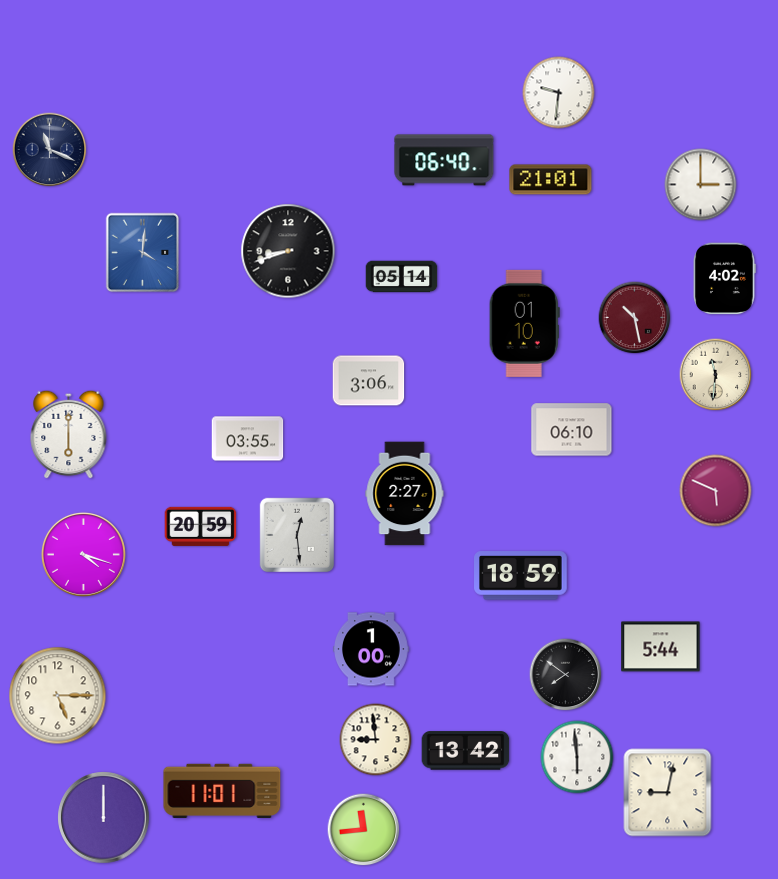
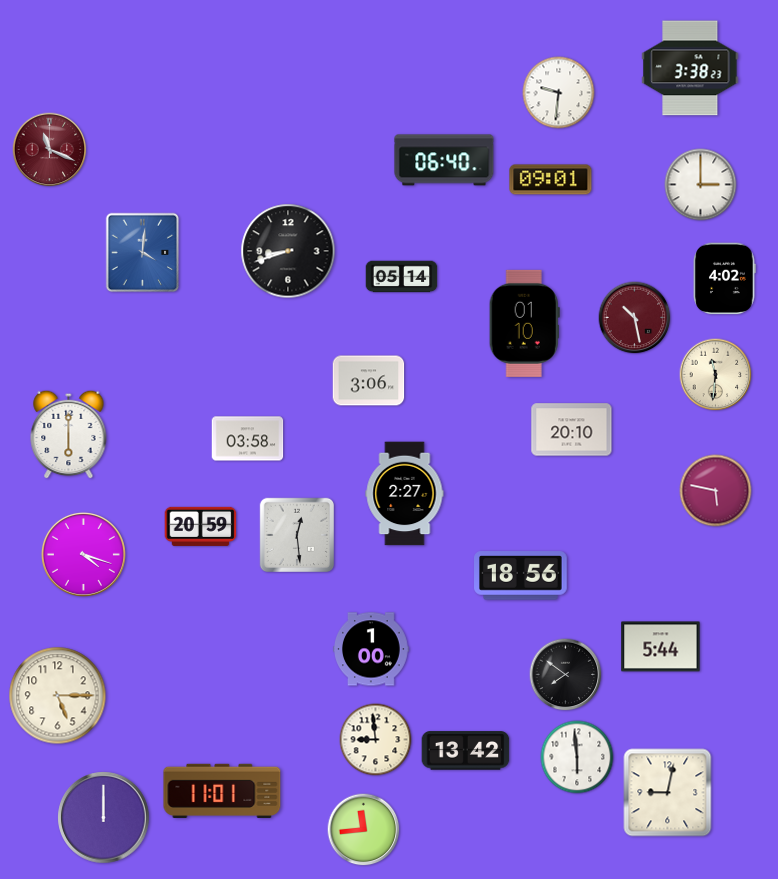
clock at (690, 68): none -> 3:38
clock at (50, 150) dial: navy -> burgundy
clock at (551, 180): 21:01 -> 09:01
clock at (572, 430): 06:10 -> 20:10
clock at (248, 439): 03:55 -> 03:58
clock at (716, 491): 5:49 -> 5:47
clock at (521, 576): 18:59 -> 18:56
